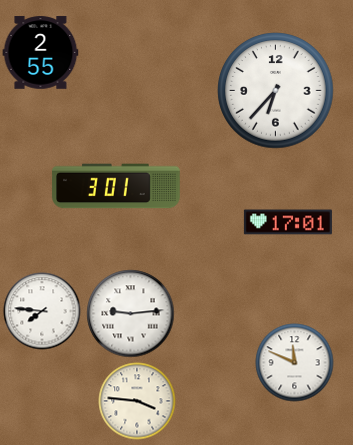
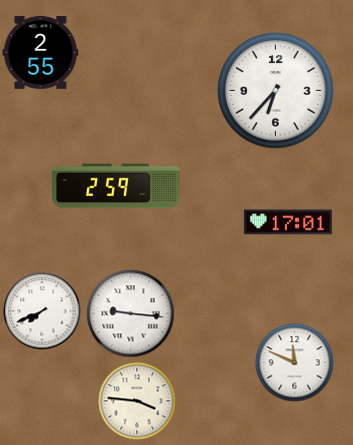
clock at (116, 186): 3:01 -> 2:59
clock at (42, 311): 7:46 -> 7:41
clock at (131, 314): 9:14 -> 9:16
